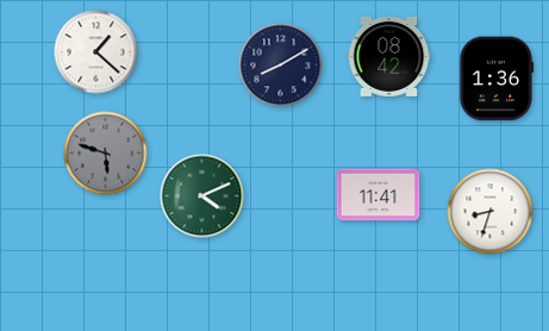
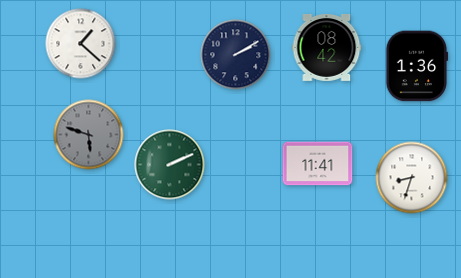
clock at (281, 65): 8:10 -> 2:10
clock at (106, 154) position: (106, 154) -> (89, 135)
clock at (202, 196): 4:11 -> 2:11
